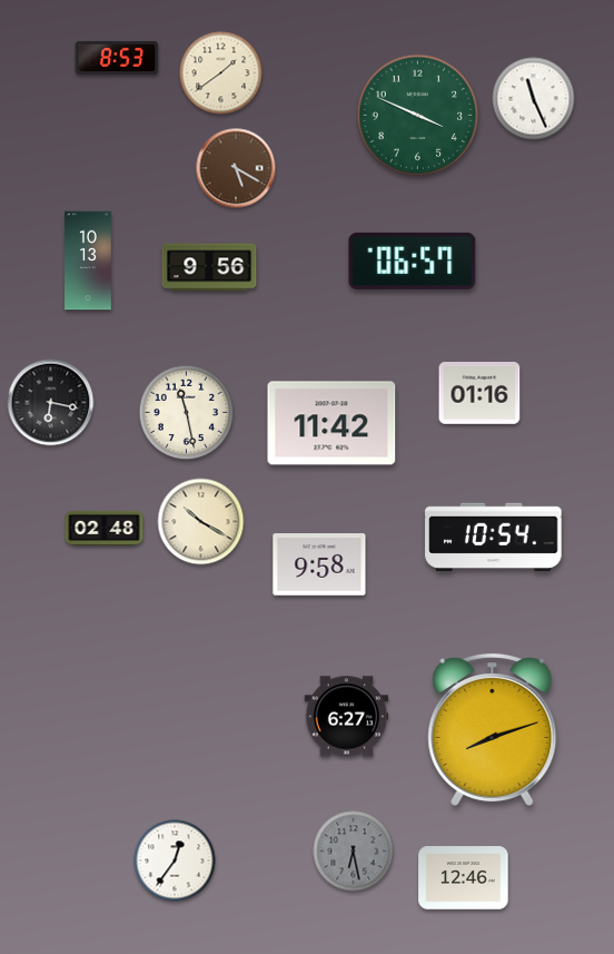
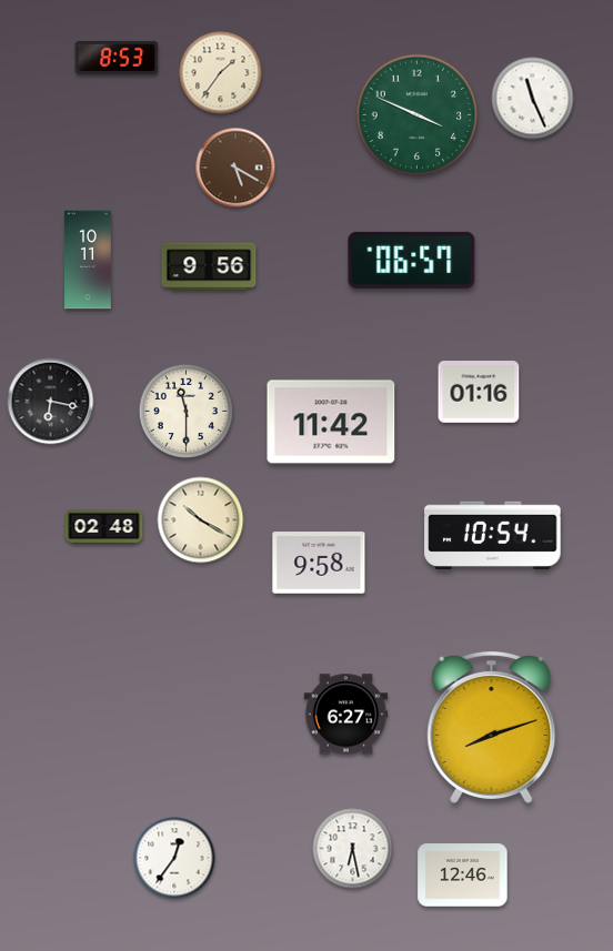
clock at (221, 73): 1:39 -> 1:36
clock at (89, 260): 10:13 -> 10:11
clock at (187, 413): 11:28 -> 11:30
clock at (354, 852) dial: grey -> white
